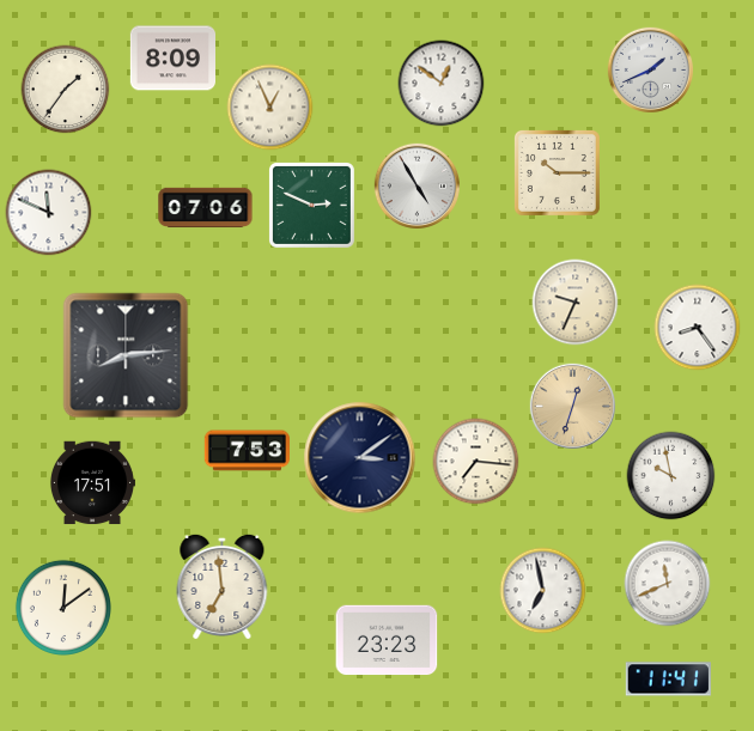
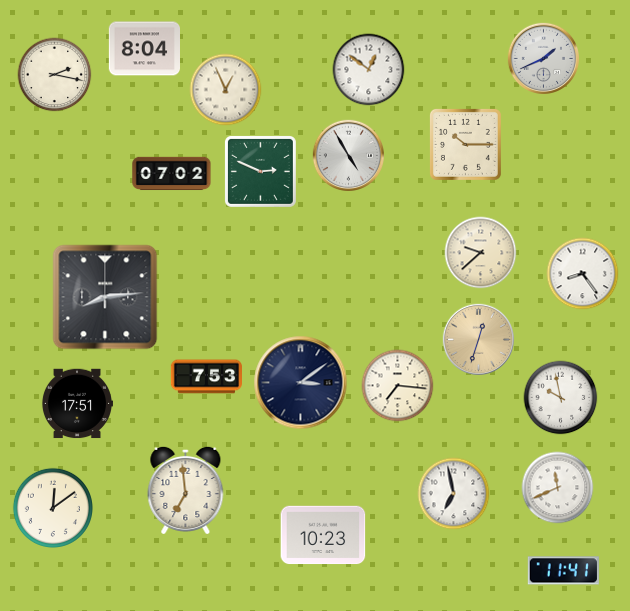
clock at (172, 59): 8:09 -> 8:04
clock at (66, 90): 1:36 -> 2:17
clock at (206, 208): 07:06 -> 07:02
clock at (49, 213): 11:49 -> none
clock at (576, 303): 9:34 -> 9:38
clock at (387, 640): 23:23 -> 10:23
clock at (668, 680) position: (668, 680) -> (563, 571)
